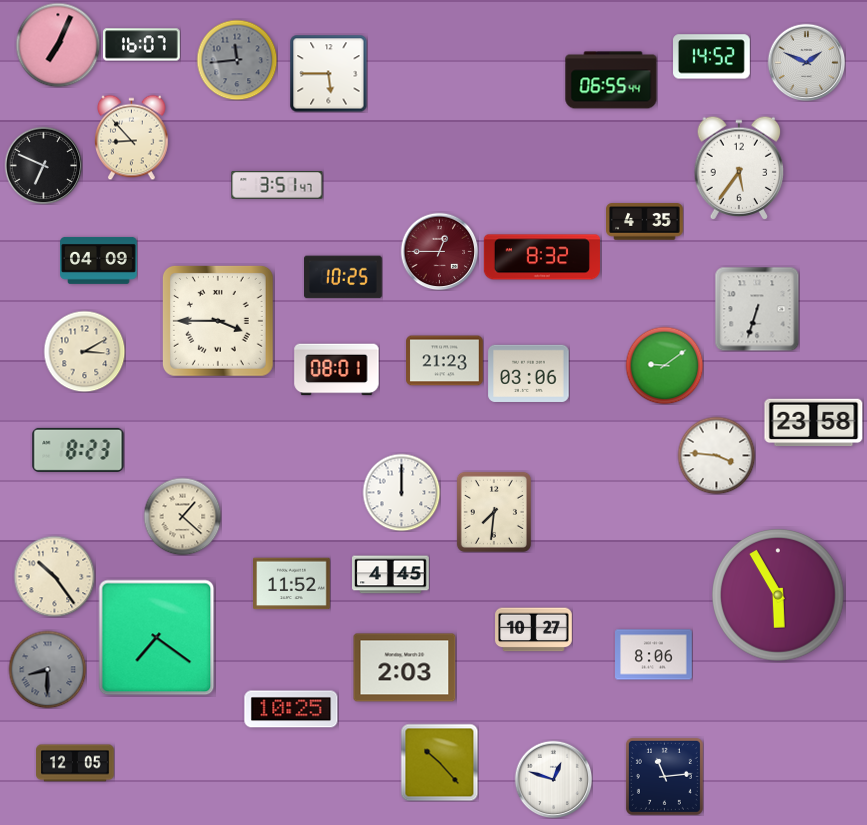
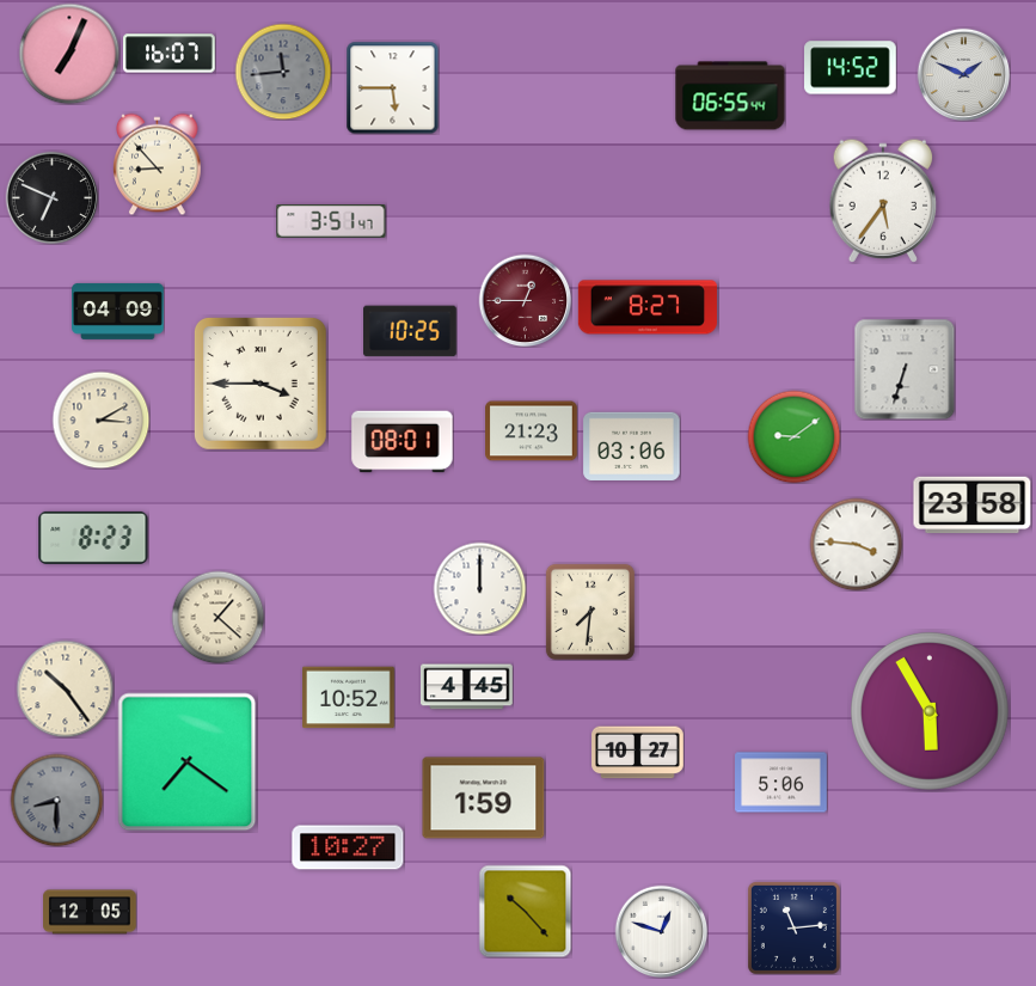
clock at (645, 222): 4:35 -> none
clock at (542, 257): 8:32 -> 8:27
clock at (292, 584): 11:52 -> 10:52
clock at (654, 655): 8:06 -> 5:06
clock at (405, 668): 2:03 -> 1:59
clock at (291, 709): 10:25 -> 10:27
